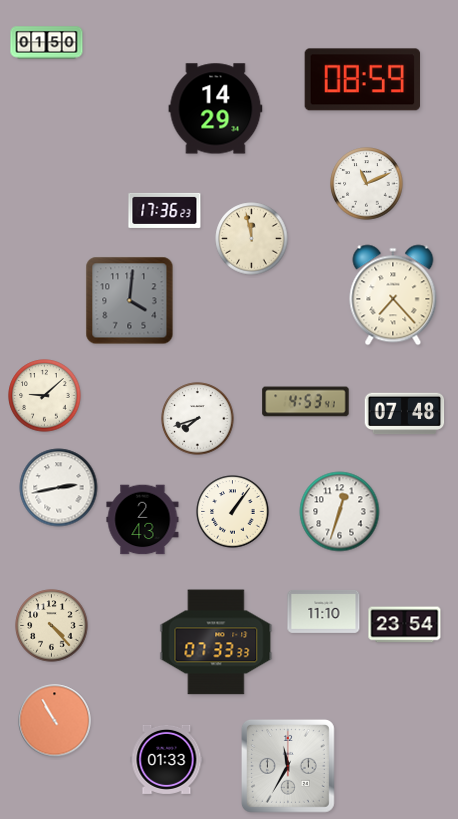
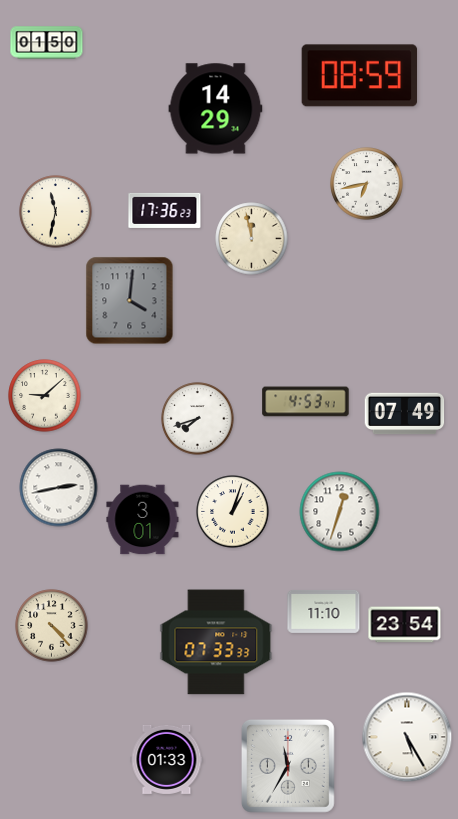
clock at (363, 80) position: (363, 80) -> (360, 76)
clock at (367, 184): 11:11 -> 6:43
clock at (56, 212): none -> 11:32
clock at (393, 295): 7:23 -> none
clock at (405, 414): 07:48 -> 07:49
clock at (233, 512): 1:06 -> 1:03
clock at (143, 520): 2:43 -> 3:01
clock at (55, 721): 10:55 -> none
clock at (407, 737): none -> 5:25
